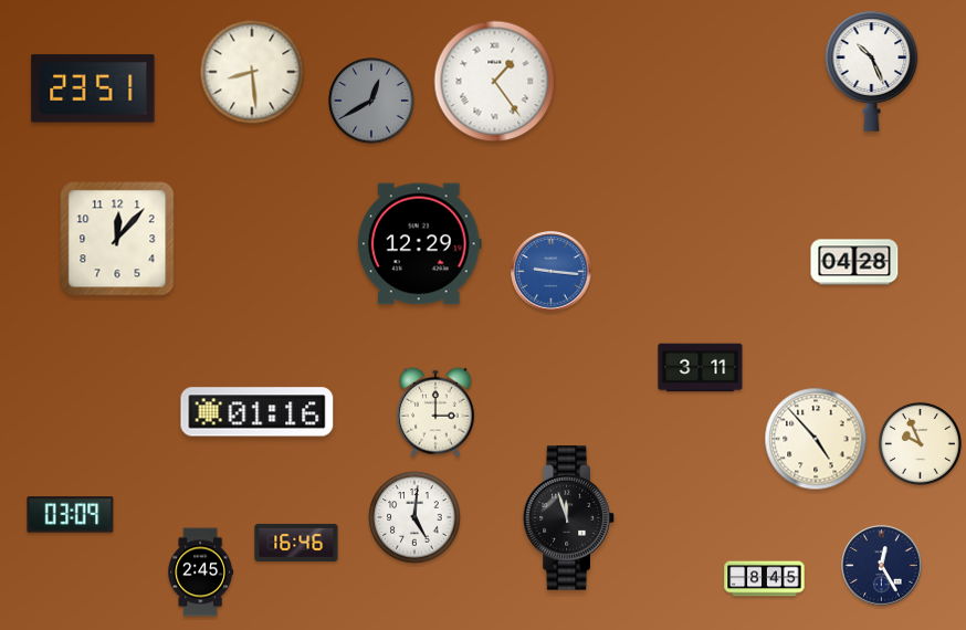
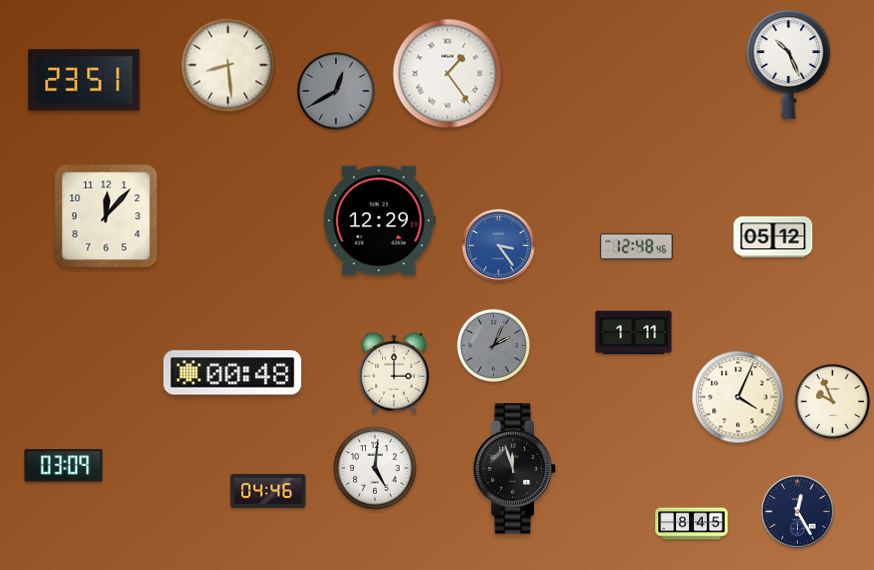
clock at (854, 262): 04:28 -> 05:12
clock at (552, 272): 9:16 -> 3:24
clock at (637, 247): none -> 12:48
clock at (701, 368): 3:11 -> 1:11
clock at (493, 345): none -> 2:04
clock at (258, 412): 01:16 -> 00:48
clock at (816, 439): 4:53 -> 4:04
clock at (296, 543): 16:46 -> 04:46
clock at (201, 573): 2:45 -> none
